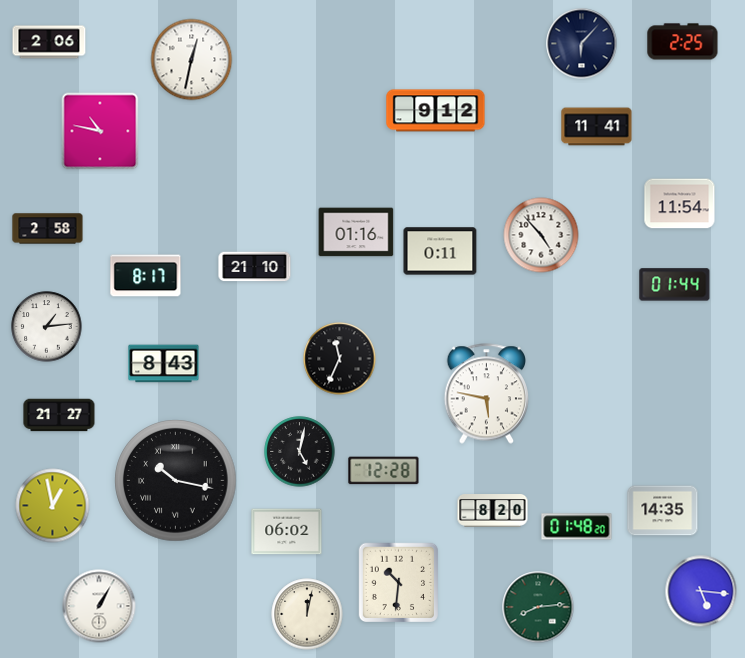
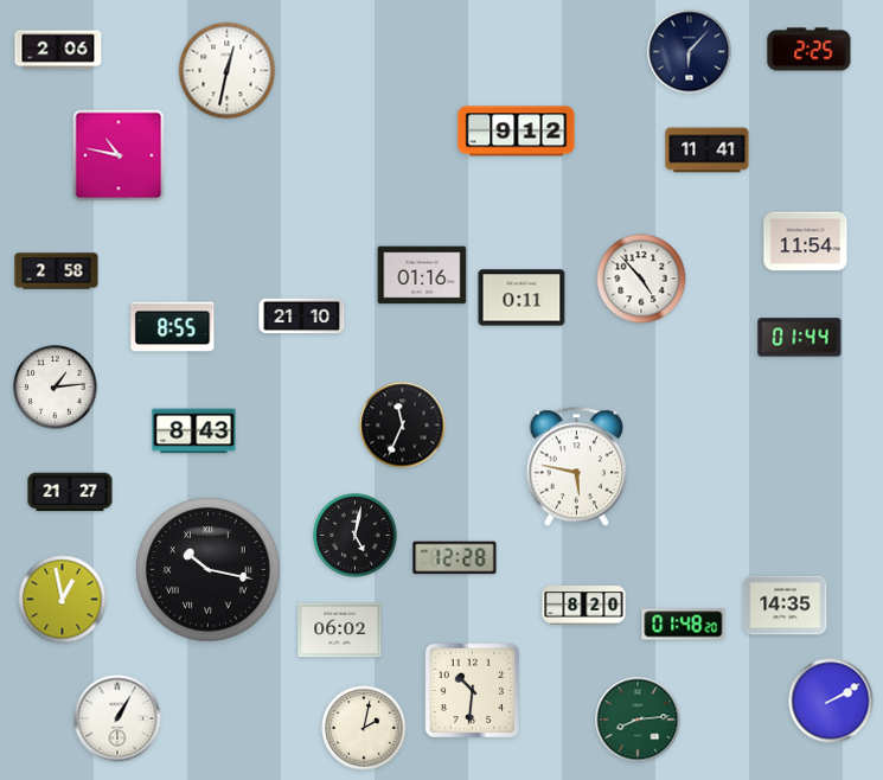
clock at (146, 276): 8:17 -> 8:55
clock at (701, 591): 5:16 -> 2:10
clock at (307, 614): 12:02 -> 2:02
